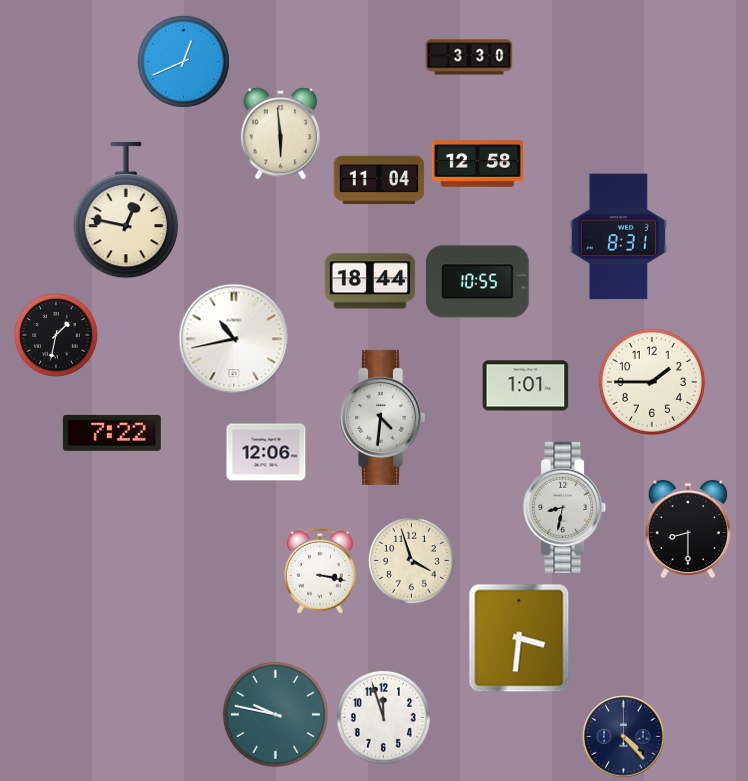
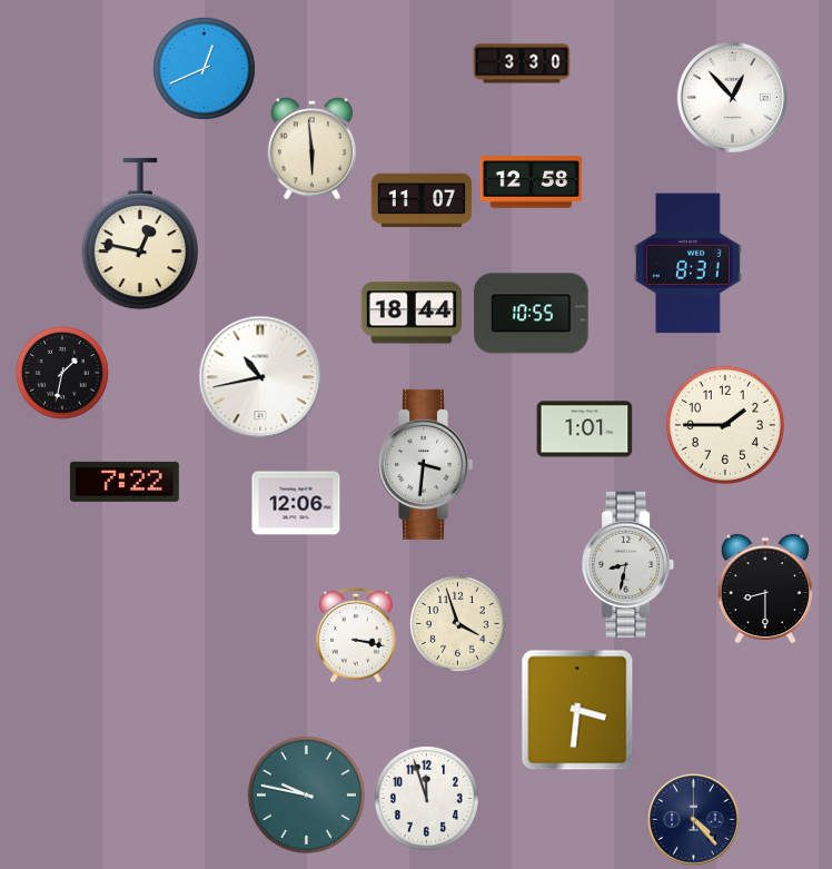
clock at (732, 97): none -> 12:53
clock at (379, 180): 11:04 -> 11:07
clock at (383, 417): 4:31 -> 3:31
